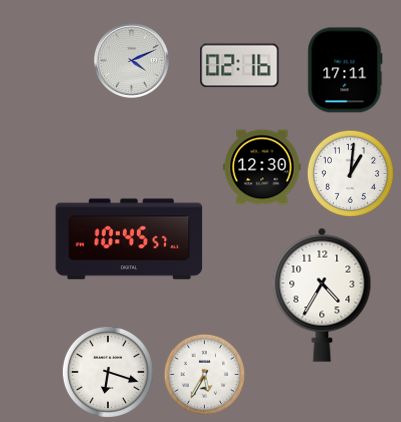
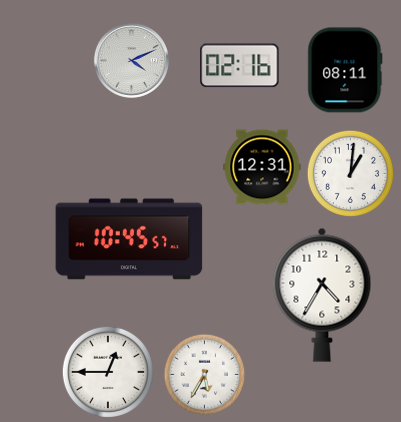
clock at (345, 70): 17:11 -> 08:11
clock at (262, 167): 12:30 -> 12:31
clock at (108, 372): 6:18 -> 12:45
